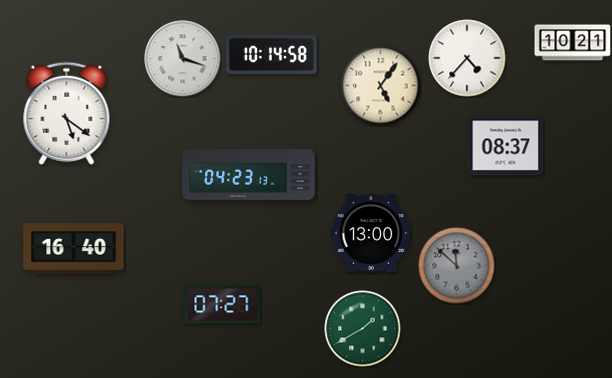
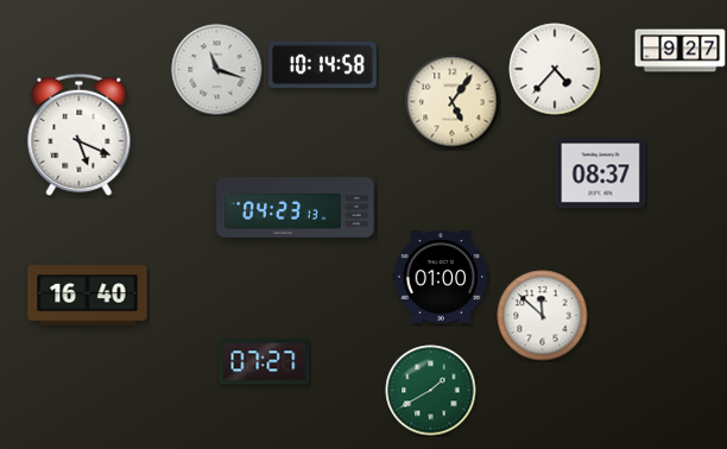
clock at (573, 43): 10:21 -> 9:27
clock at (67, 113): 5:21 -> 5:19
clock at (371, 234): 13:00 -> 01:00
clock at (457, 266) dial: grey -> white
